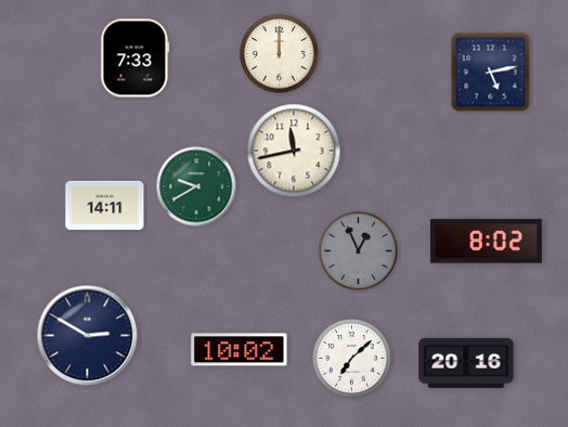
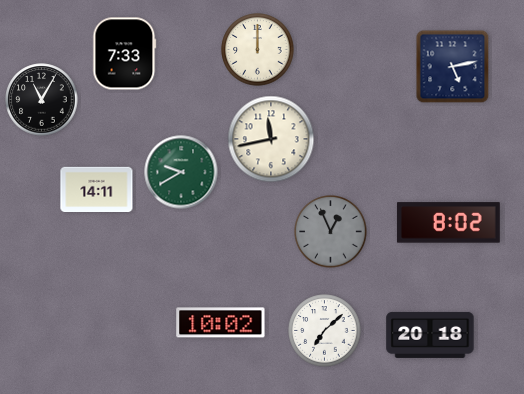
clock at (42, 100): none -> 11:05
clock at (88, 336): 2:50 -> none
clock at (466, 363): 20:16 -> 20:18
